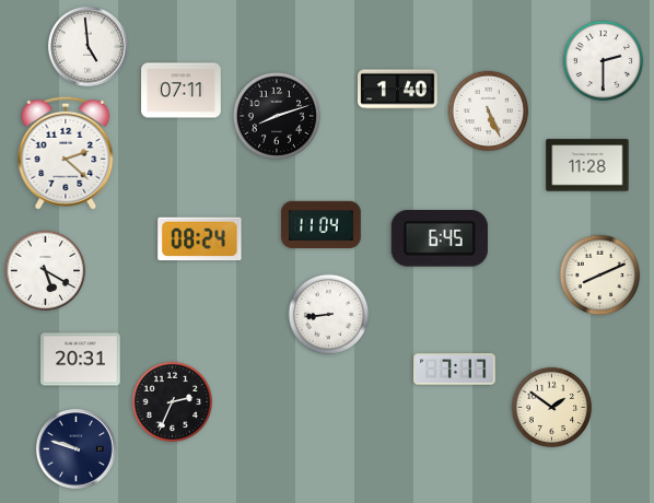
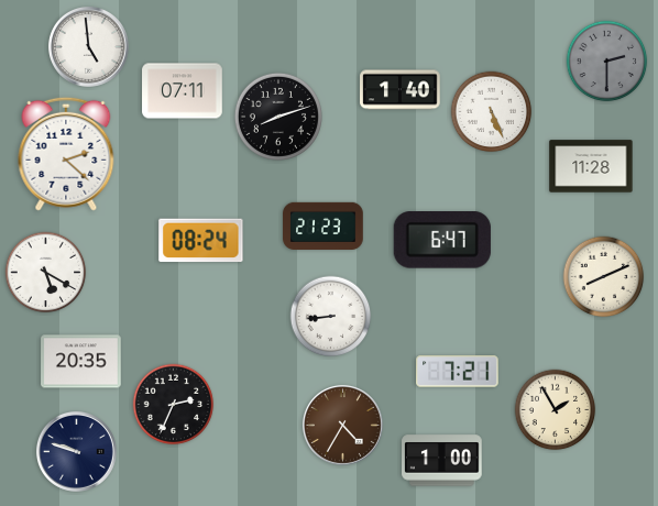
clock at (604, 61) dial: white -> grey
clock at (322, 224): 11:04 -> 21:23
clock at (440, 239): 6:45 -> 6:47
clock at (81, 360): 20:31 -> 20:35
clock at (455, 370): 7:17 -> 7:21
clock at (552, 408): 1:51 -> 1:55
clock at (342, 425): none -> 4:35
clock at (442, 461): none -> 1:00
